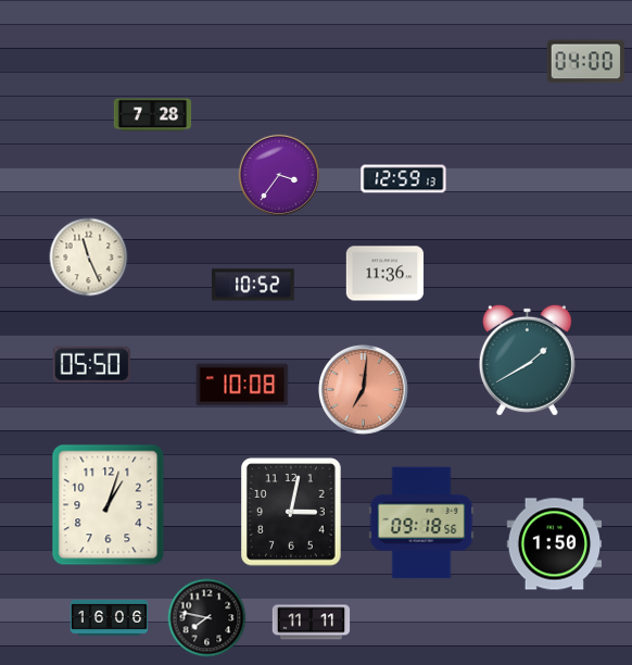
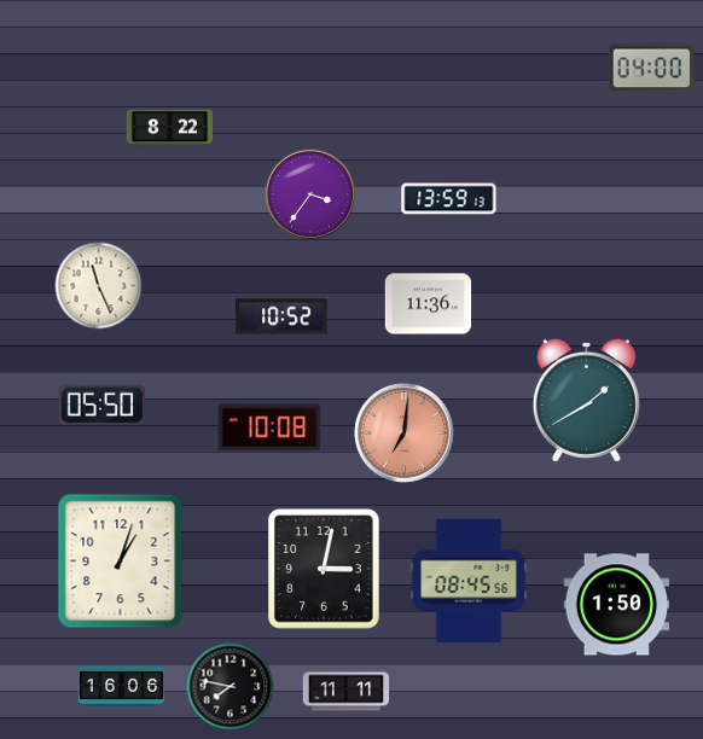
clock at (153, 115): 7:28 -> 8:22
clock at (404, 179): 12:59 -> 13:59
clock at (421, 523): 09:18 -> 08:45
